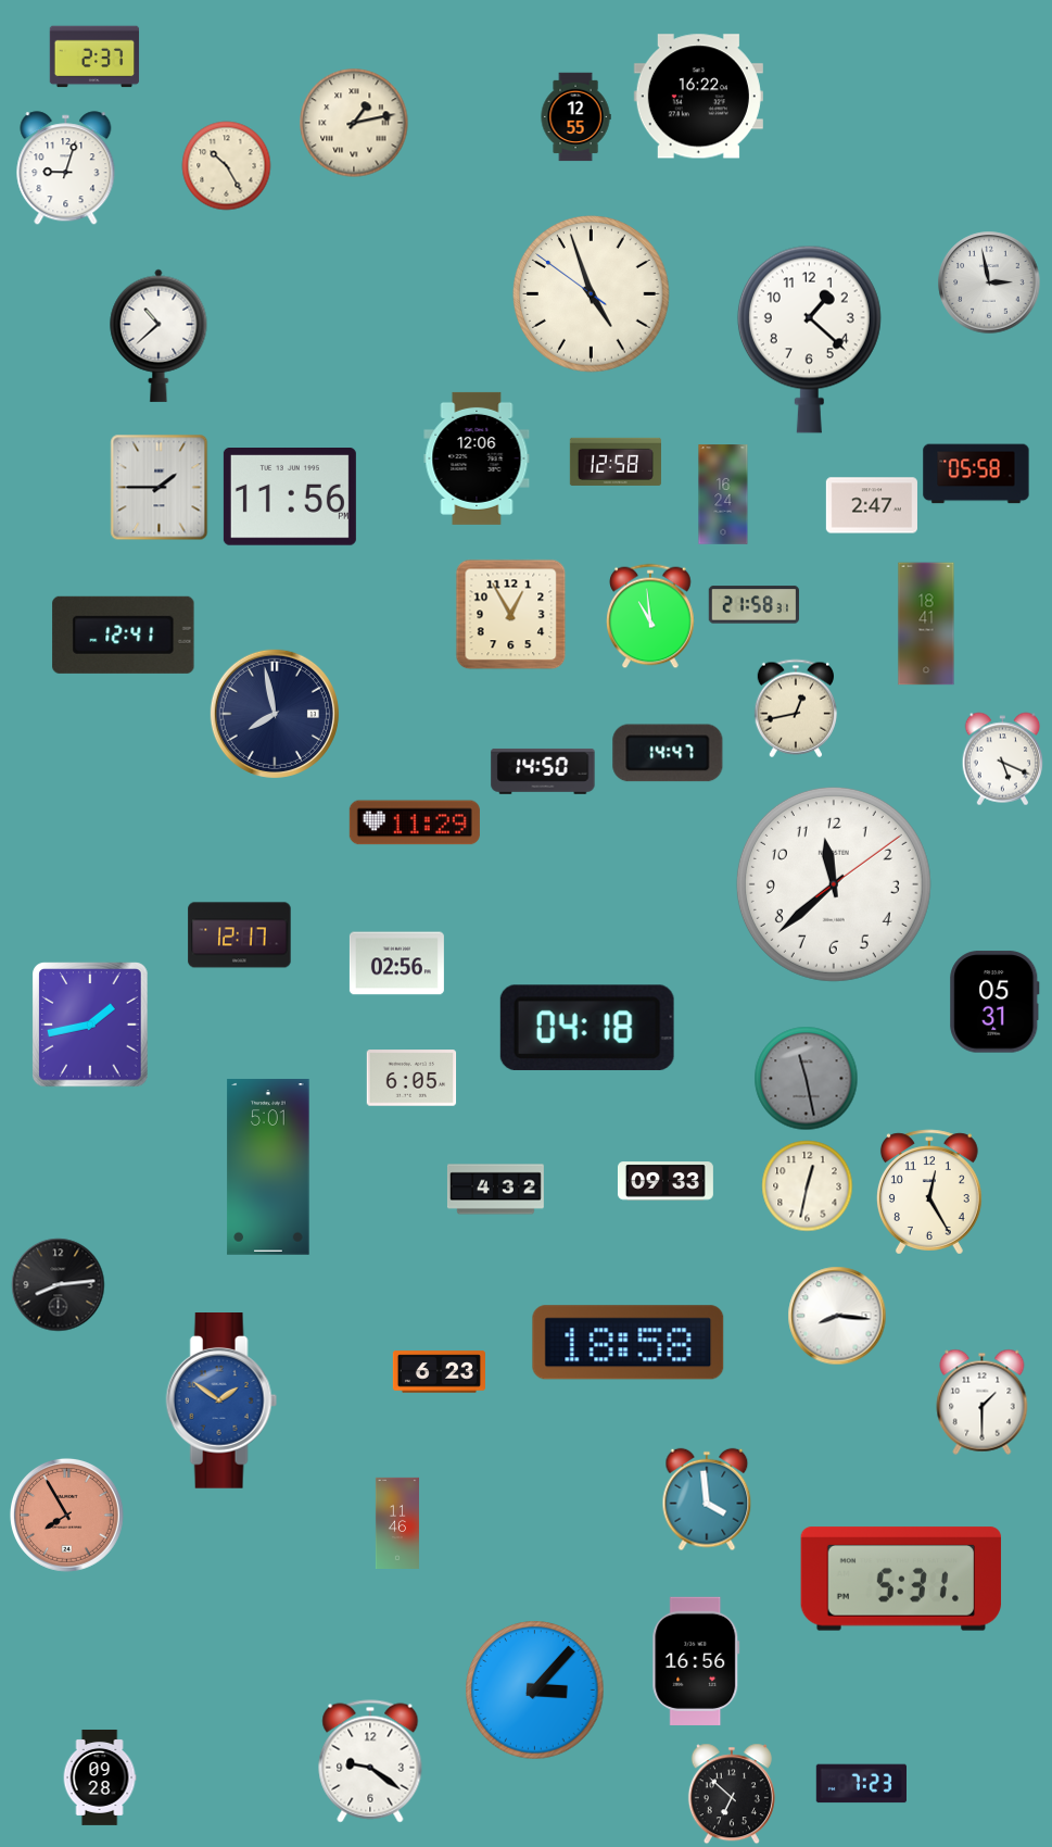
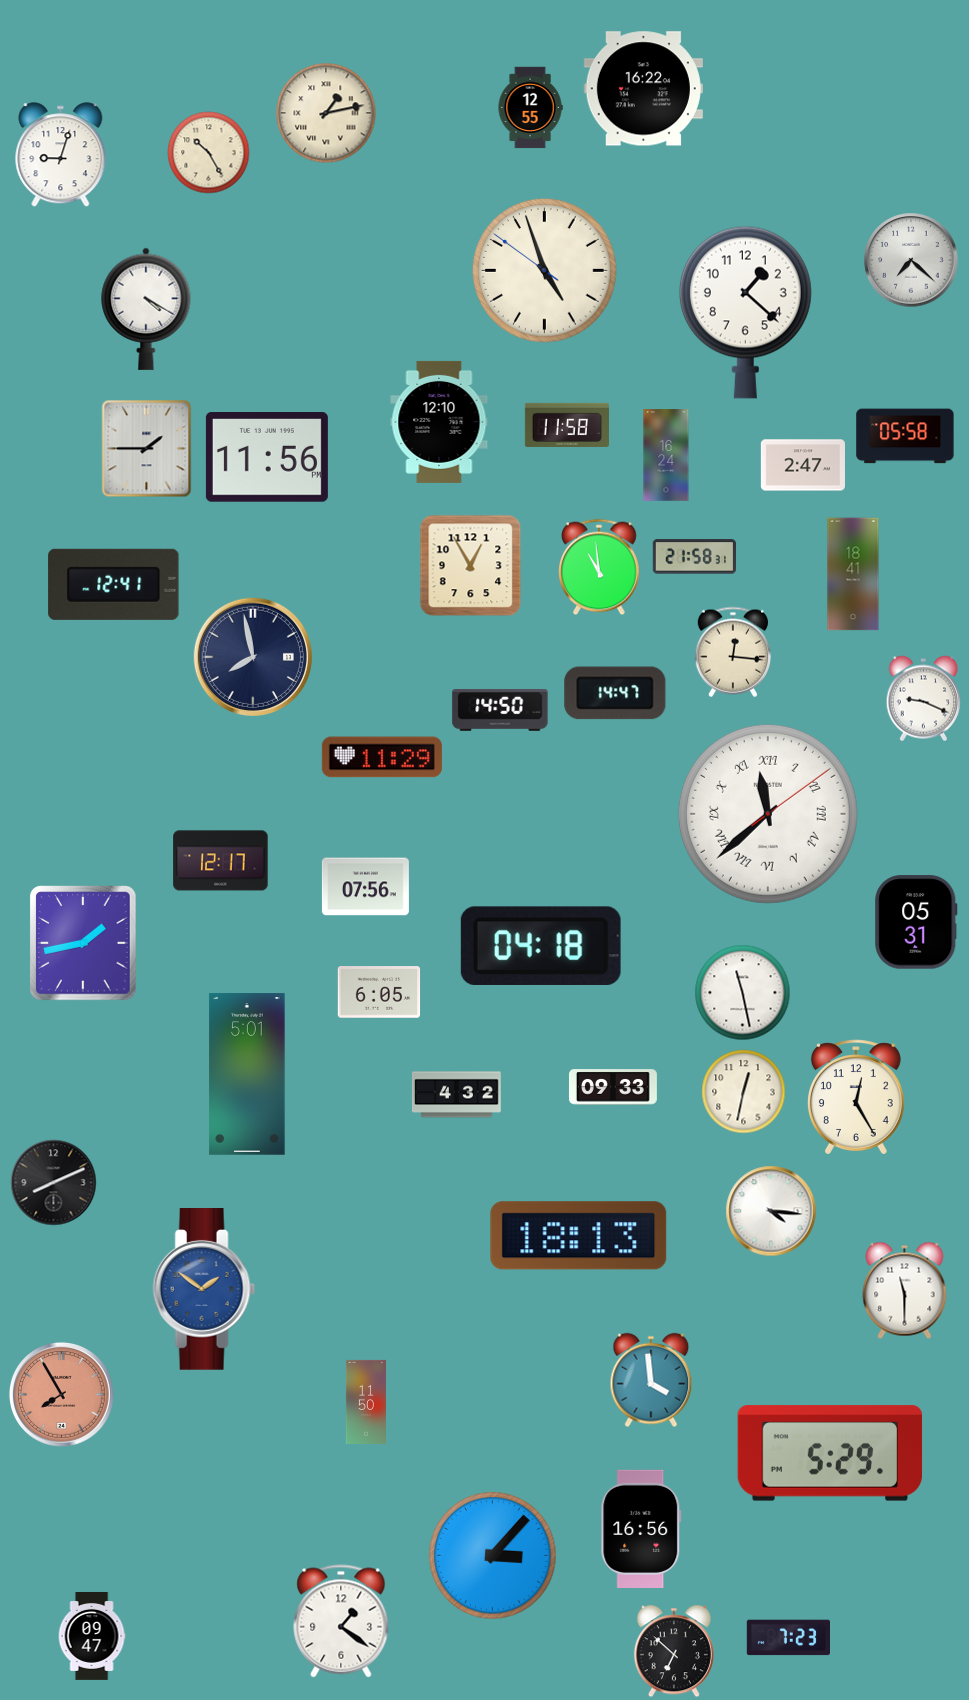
clock at (94, 56): 2:37 -> none
clock at (989, 282): 2:58 -> 7:22
clock at (159, 336): 10:38 -> 4:20
clock at (477, 458): 12:06 -> 12:10
clock at (616, 462): 12:58 -> 11:58
clock at (976, 474) position: (976, 474) -> (905, 436)
clock at (796, 708): 12:43 -> 12:16
clock at (1003, 759): 5:19 -> 9:19
clock at (834, 884) numerals: Arabic -> Roman
clock at (396, 964): 02:56 -> 07:56
clock at (807, 1079) dial: grey -> white
clock at (59, 1285): 8:14 -> 8:11
clock at (837, 1316): 8:16 -> 4:16
clock at (629, 1343): 18:58 -> 18:13
clock at (439, 1372): 6:23 -> none
clock at (983, 1402): 1:30 -> 11:30
clock at (397, 1522): 11:46 -> 11:50
clock at (901, 1579): 5:31 -> 5:29
clock at (370, 1761): 9:21 -> 1:21
clock at (100, 1777): 09:28 -> 09:47
clock at (861, 1784) position: (861, 1784) -> (788, 1638)
